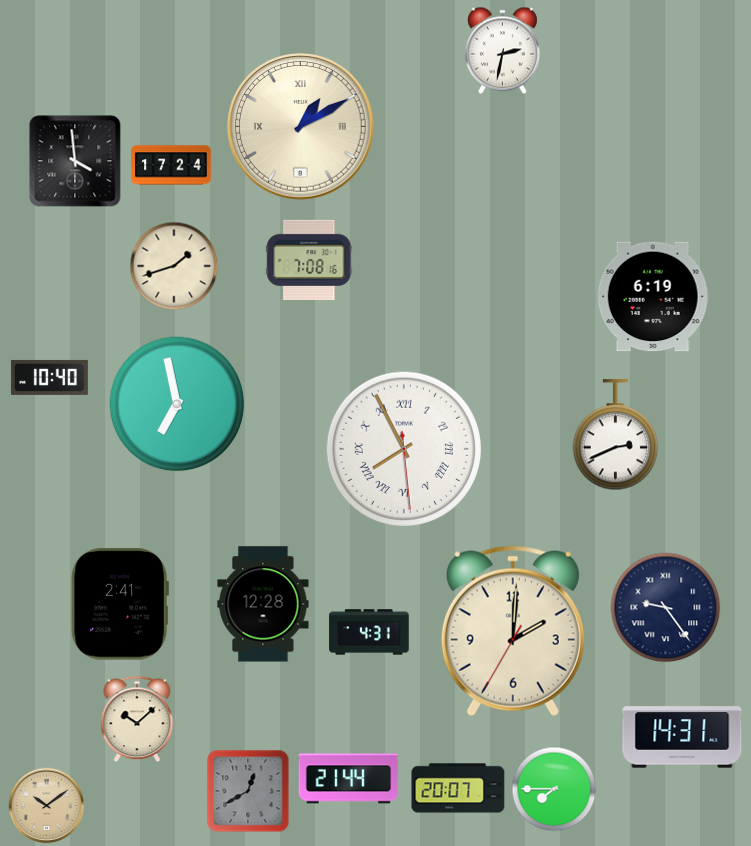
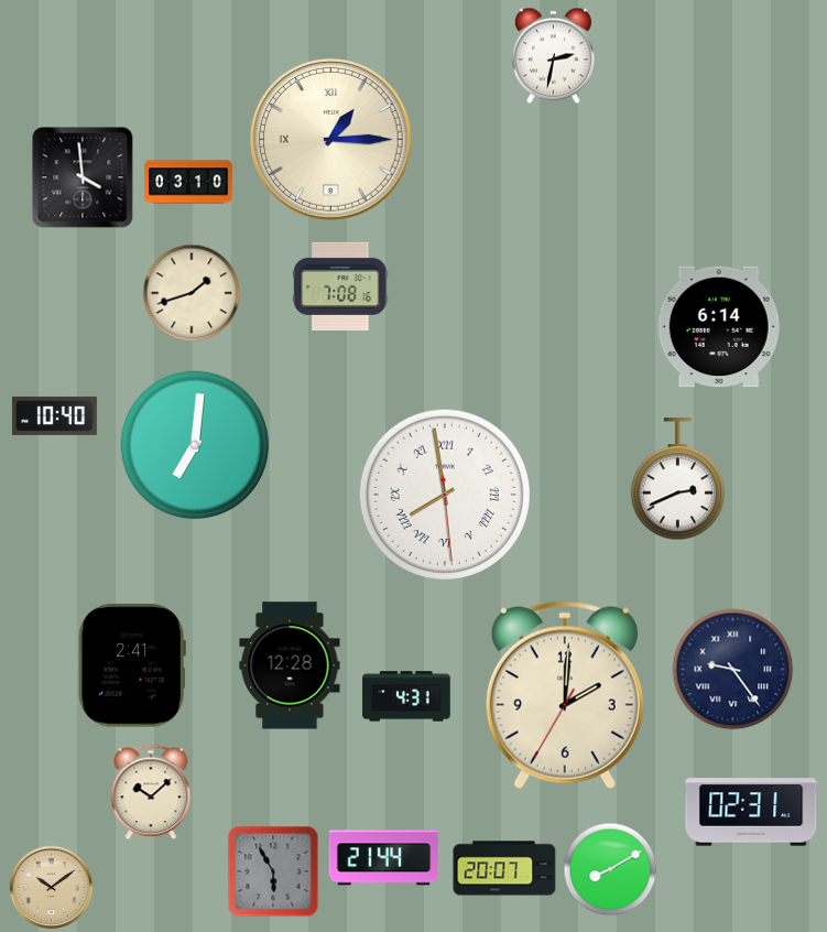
clock at (301, 127): 1:10 -> 1:15
clock at (171, 165): 17:24 -> 03:10
clock at (653, 297): 6:19 -> 6:14
clock at (177, 404): 6:58 -> 7:01
clock at (404, 449): 7:55 -> 7:58
clock at (682, 737): 14:31 -> 02:31
clock at (554, 789): 7:45 -> 8:10
clock at (248, 791): 12:40 -> 5:55
